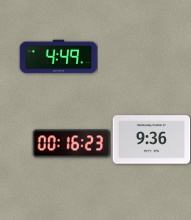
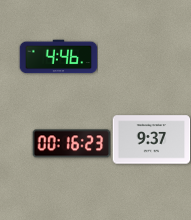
clock at (58, 57): 4:49 -> 4:46
clock at (151, 140): 9:36 -> 9:37
